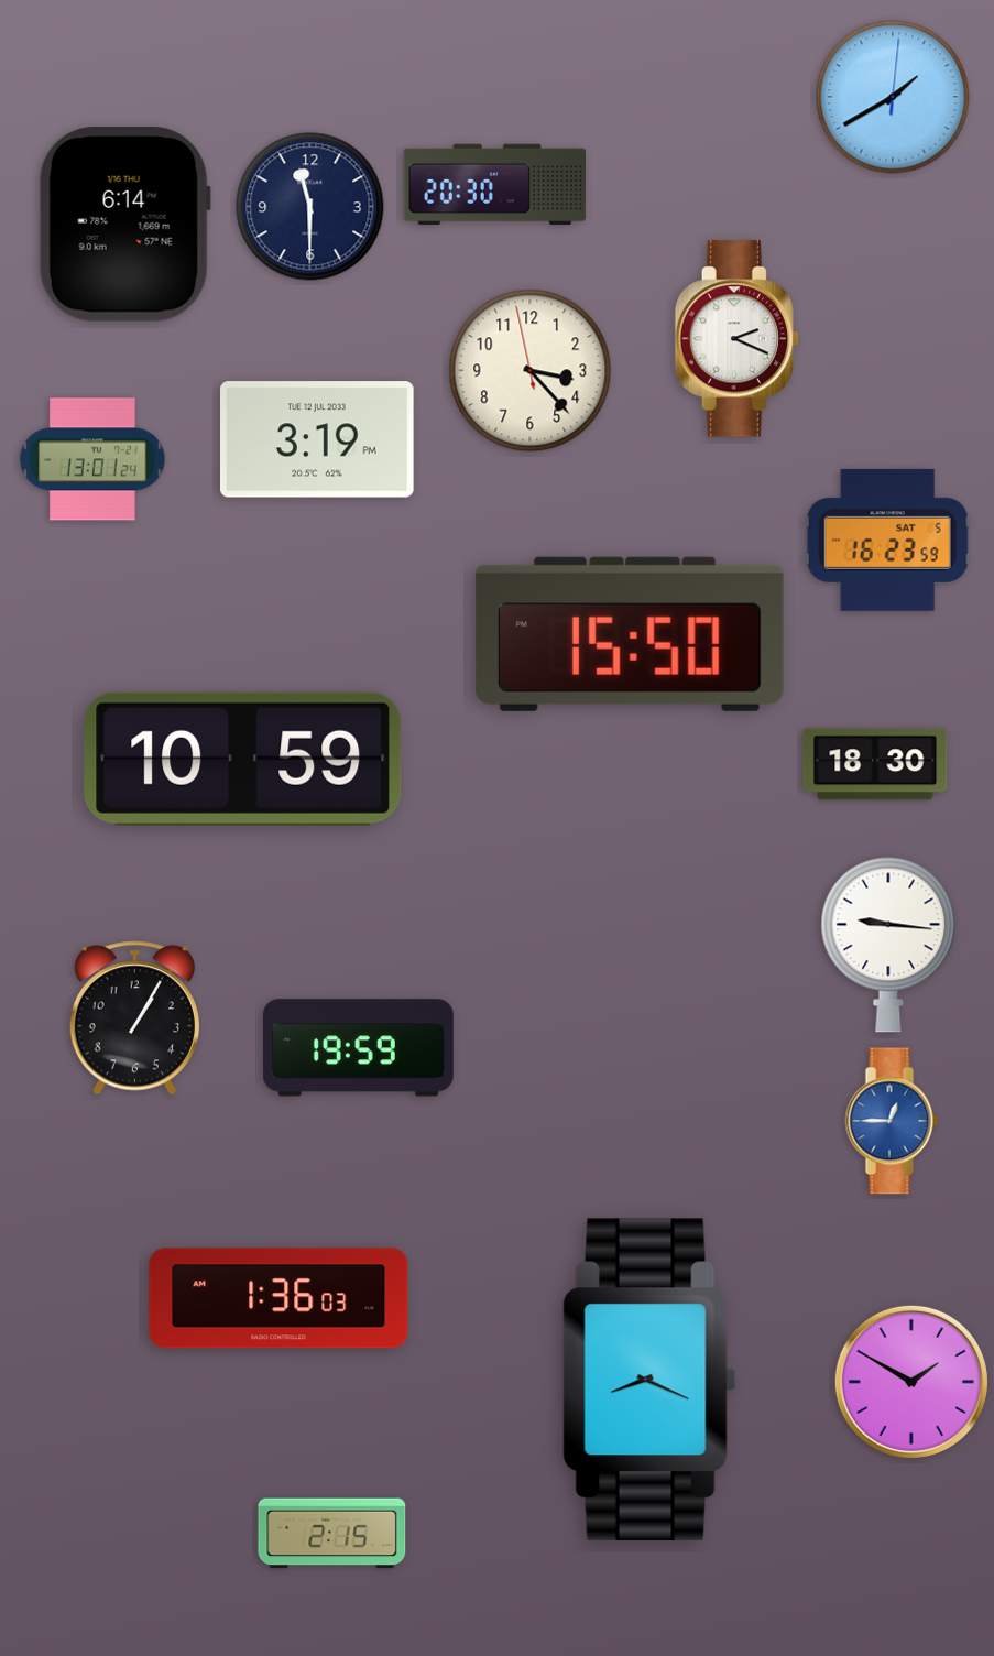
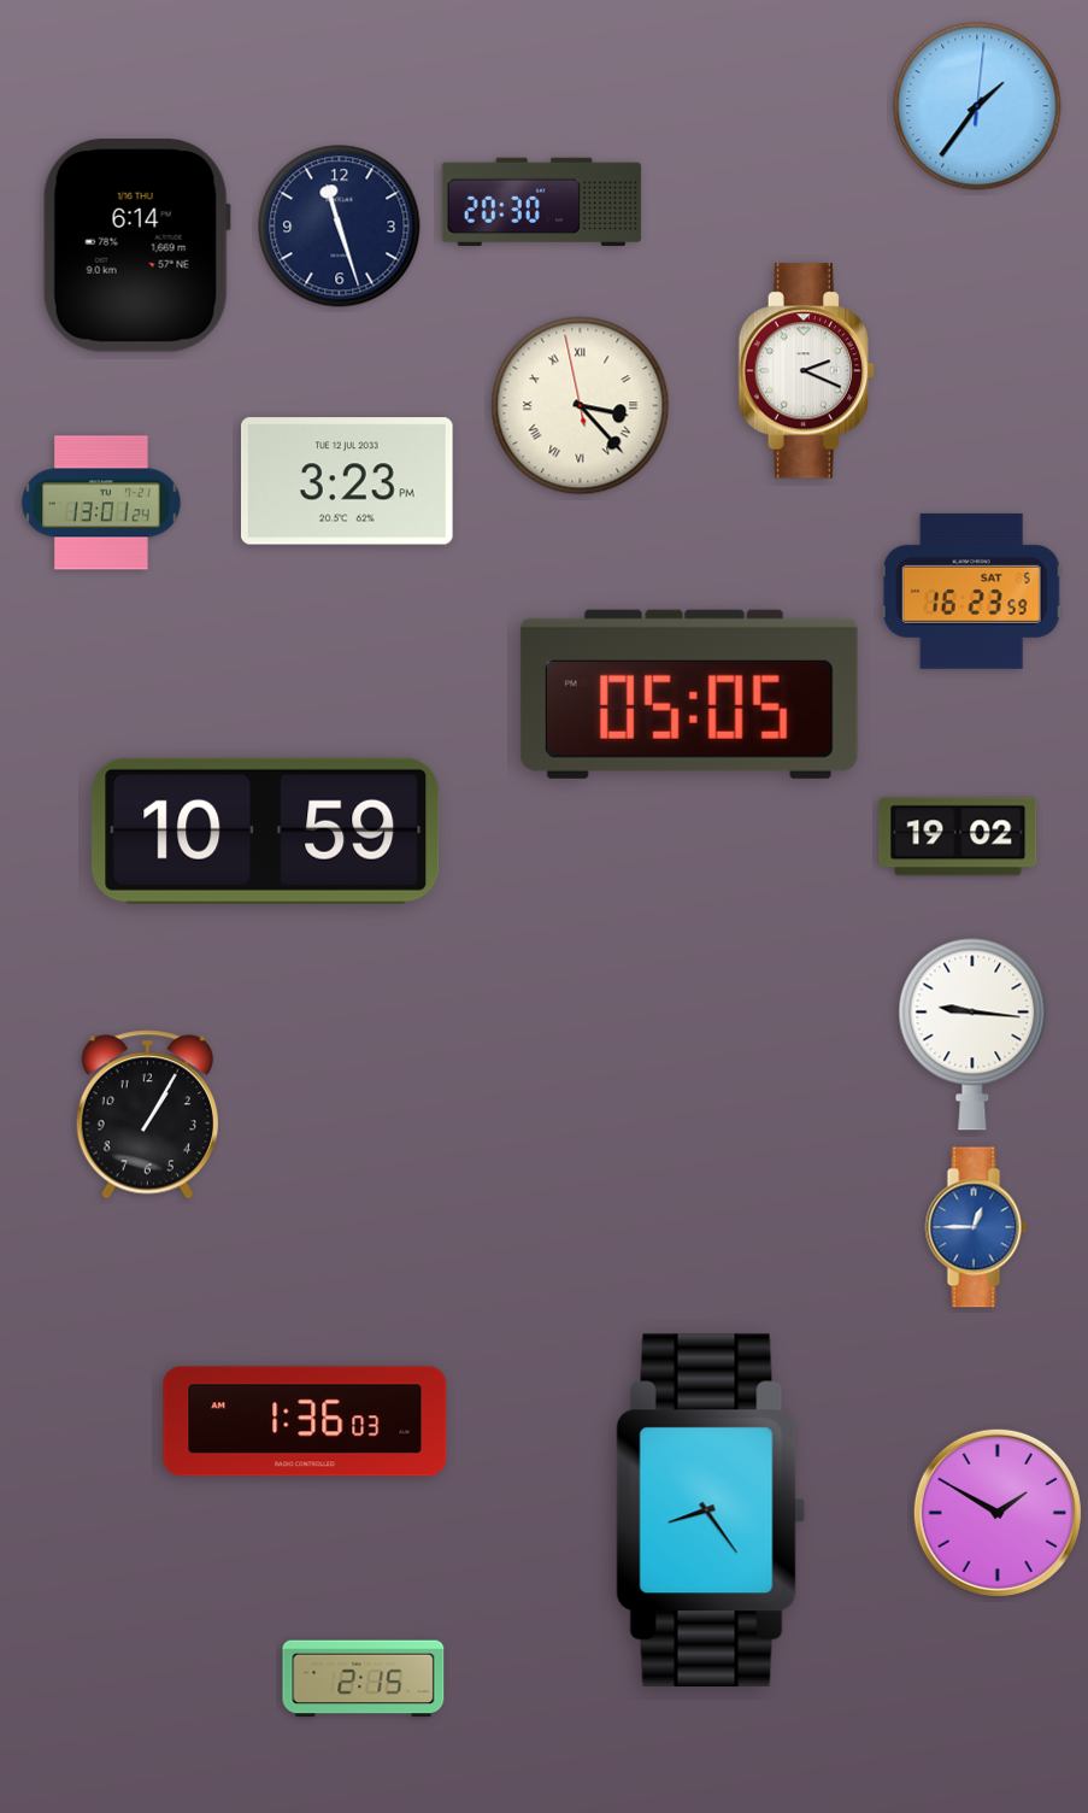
clock at (893, 97): 1:40 -> 1:36
clock at (310, 207): 11:30 -> 11:27
clock at (531, 371) numerals: Arabic -> Roman
clock at (318, 439): 3:19 -> 3:23
clock at (630, 634): 15:50 -> 05:05
clock at (875, 764): 18:30 -> 19:02
clock at (358, 1048): 19:59 -> none
clock at (649, 1380): 8:19 -> 8:24
